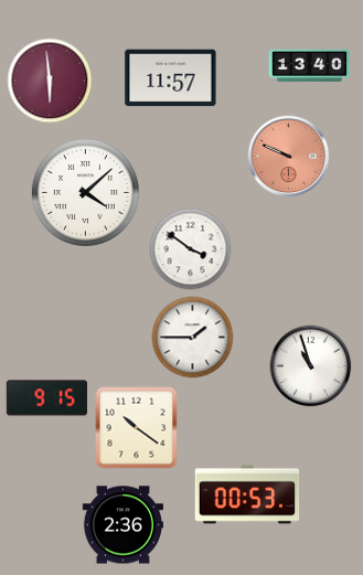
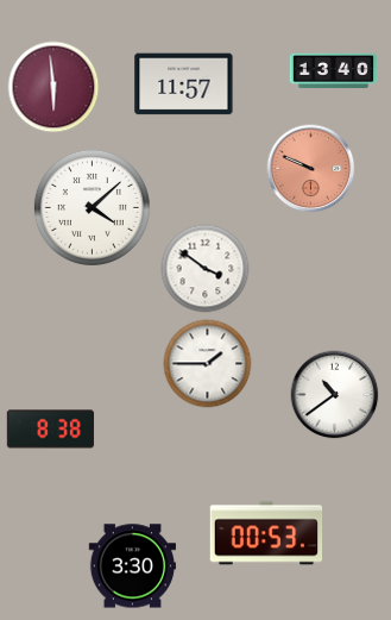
clock at (311, 366): 10:57 -> 10:39
clock at (47, 398): 9:15 -> 8:38
clock at (137, 428): 10:21 -> none
clock at (122, 525): 2:36 -> 3:30
